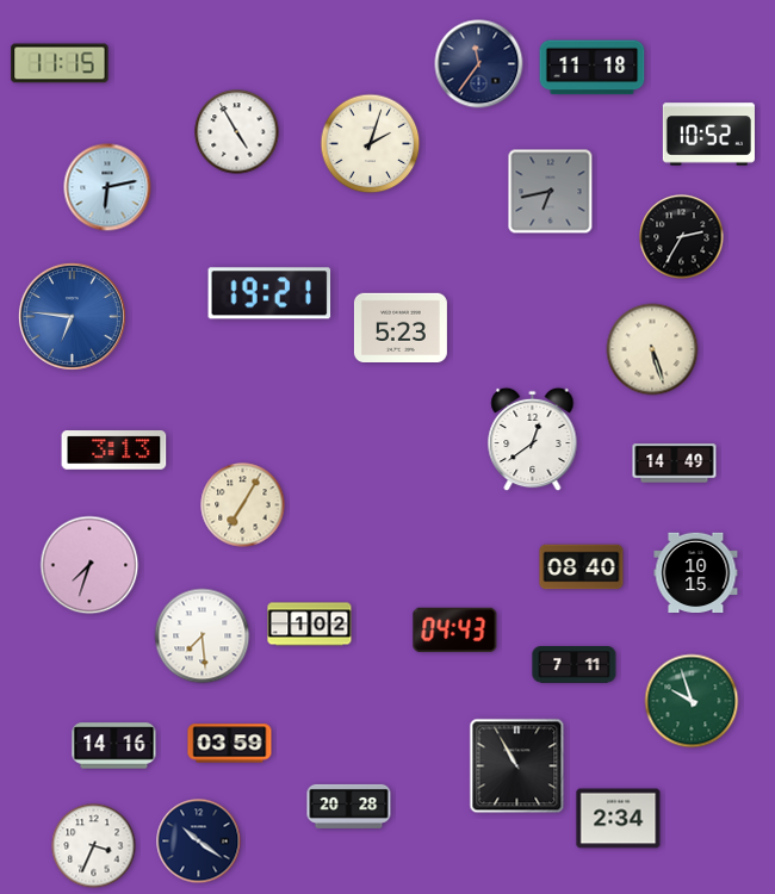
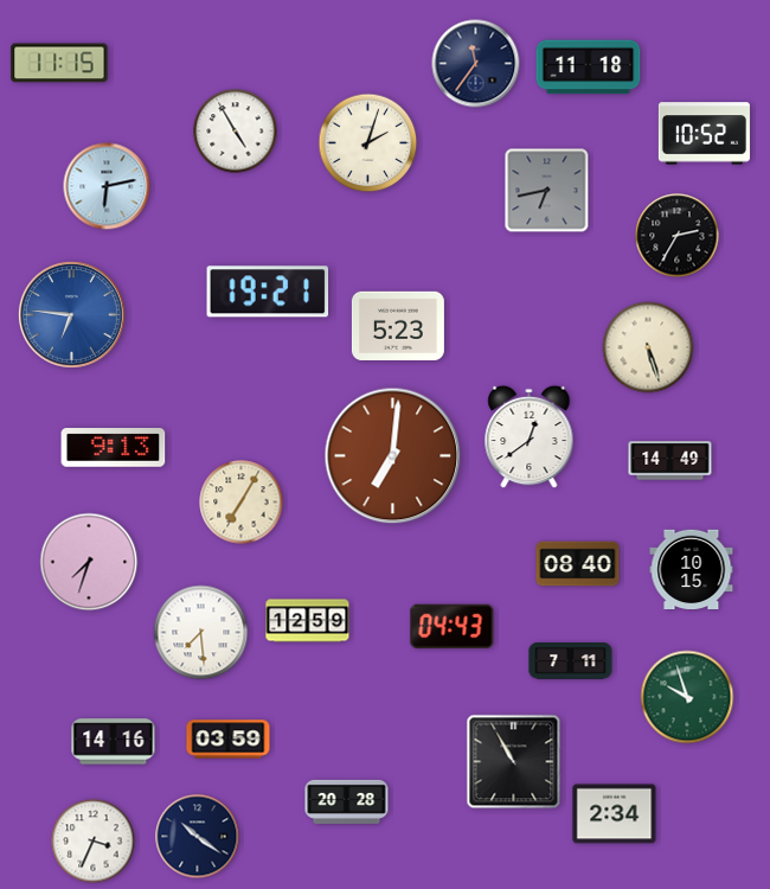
clock at (114, 451): 3:13 -> 9:13
clock at (393, 456): none -> 7:01
clock at (310, 625): 1:02 -> 12:59
